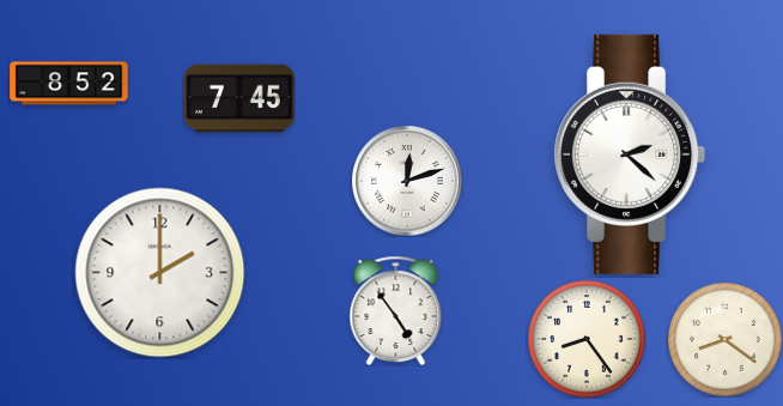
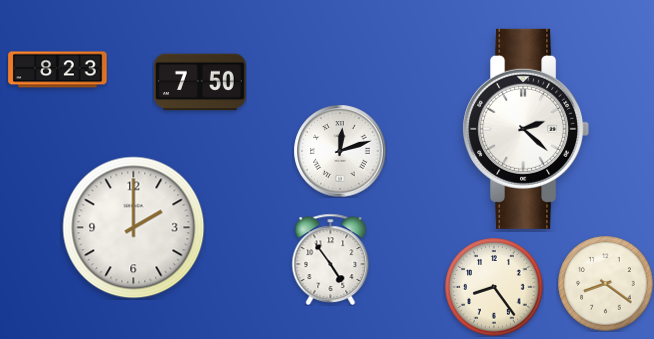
clock at (69, 84): 8:52 -> 8:23
clock at (241, 98): 7:45 -> 7:50
clock at (587, 339) position: (587, 339) -> (494, 287)
